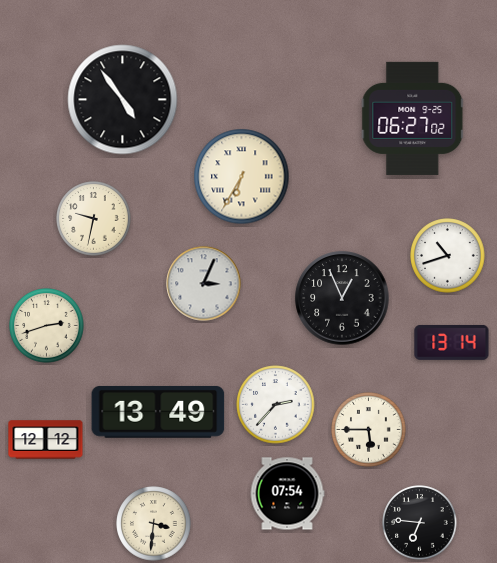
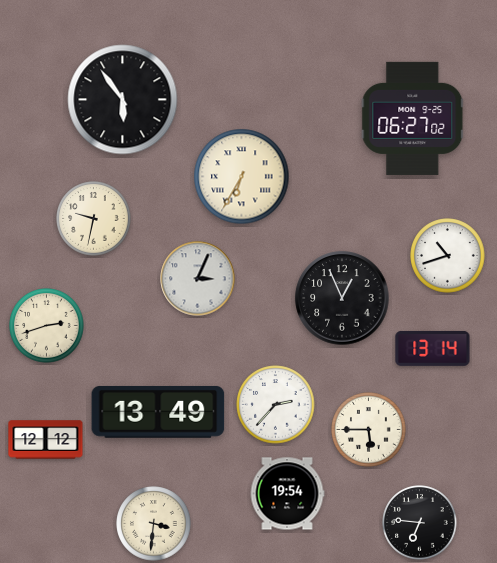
clock at (123, 100): 4:54 -> 5:54
clock at (204, 284) position: (204, 284) -> (198, 279)
clock at (452, 342) position: (452, 342) -> (433, 348)
clock at (287, 494): 07:54 -> 19:54
